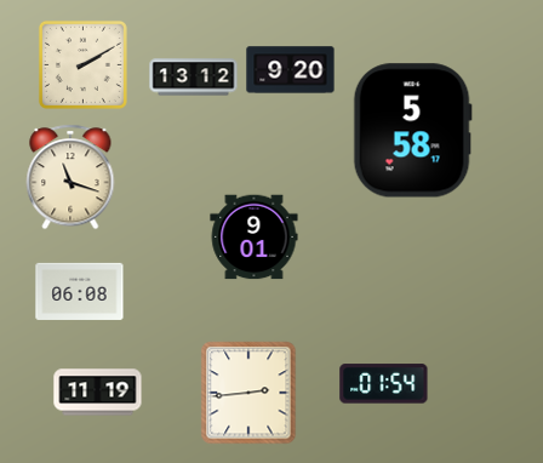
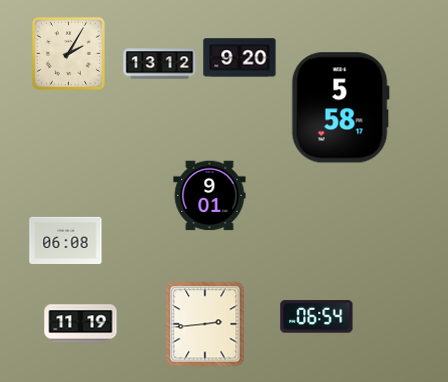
clock at (82, 64): 2:10 -> 2:05
clock at (70, 177): 11:18 -> none
clock at (384, 384): 01:54 -> 06:54
